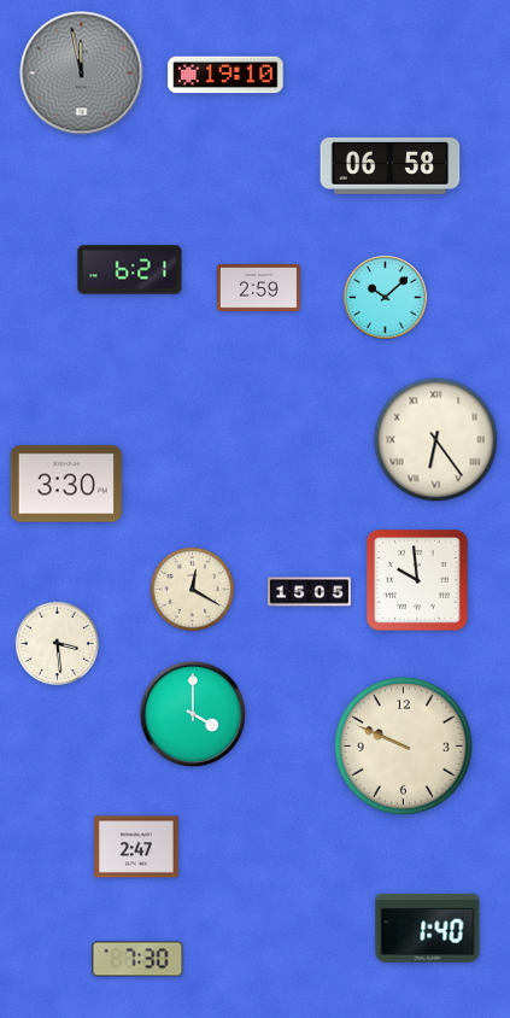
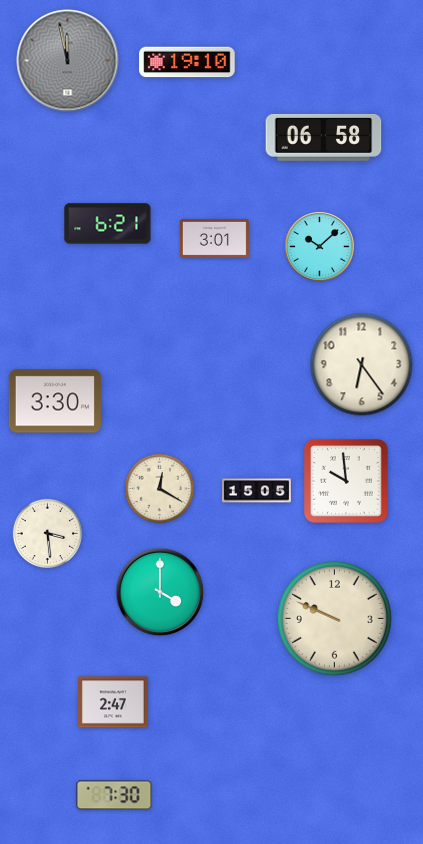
clock at (258, 287): 2:59 -> 3:01
clock at (436, 440) numerals: Roman -> Arabic
clock at (428, 928): 1:40 -> none
